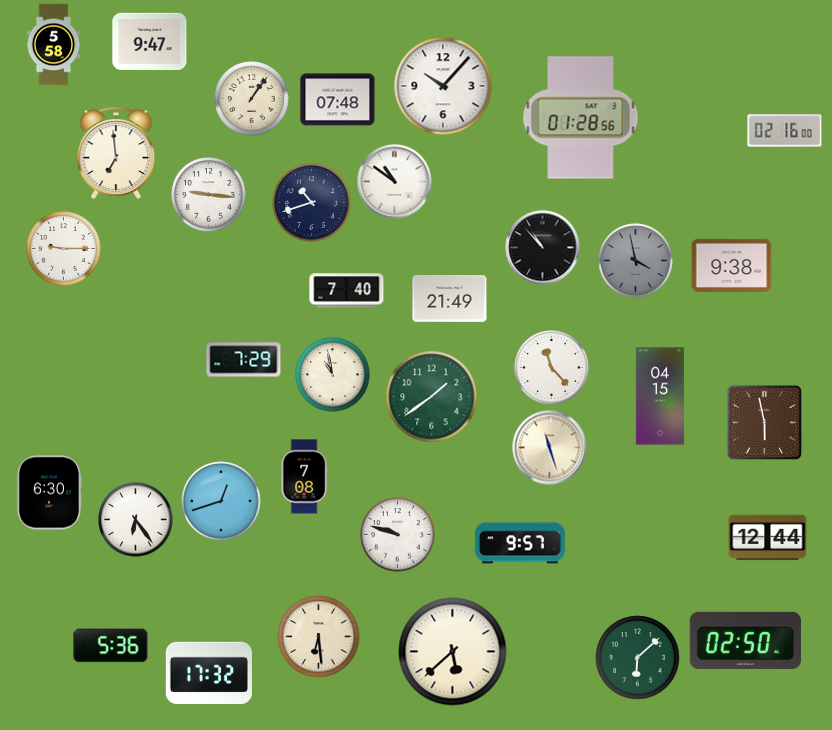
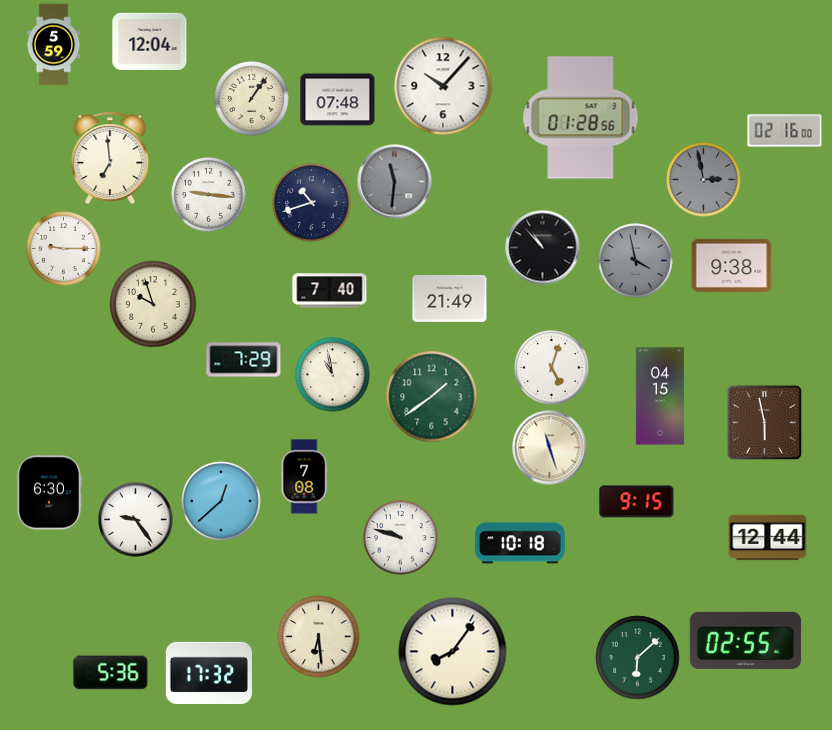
clock at (150, 41): 9:47 -> 12:04
clock at (54, 45): 5:58 -> 5:59
clock at (116, 153) position: (116, 153) -> (110, 158)
clock at (704, 180): none -> 2:58
clock at (395, 182): 10:51 -> 11:31
clock at (395, 182) dial: white -> grey
clock at (347, 291) position: (347, 291) -> (330, 291)
clock at (153, 304): none -> 9:57
clock at (552, 368): 11:23 -> 5:03
clock at (221, 501): 12:42 -> 12:38
clock at (637, 502): none -> 9:15
clock at (136, 520): 6:24 -> 9:24
clock at (398, 535) position: (398, 535) -> (401, 538)
clock at (520, 543): 9:57 -> 10:18
clock at (745, 640): 02:50 -> 02:55
clock at (111, 646) position: (111, 646) -> (111, 673)
clock at (453, 652): 5:38 -> 8:06
